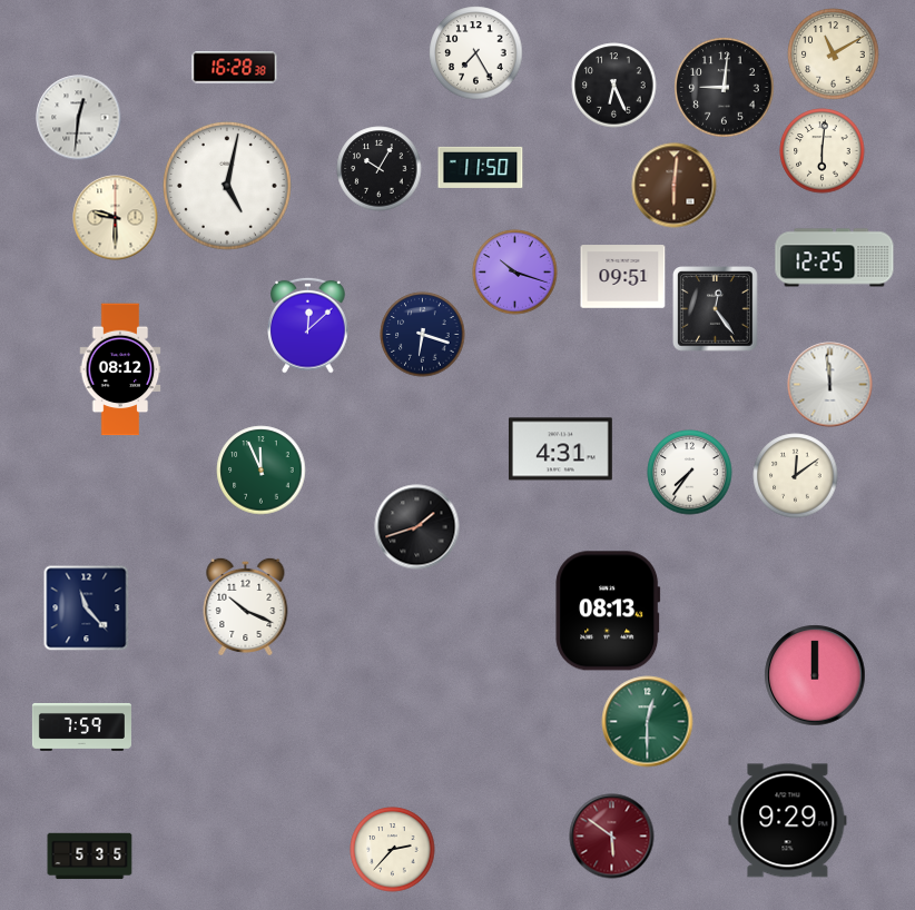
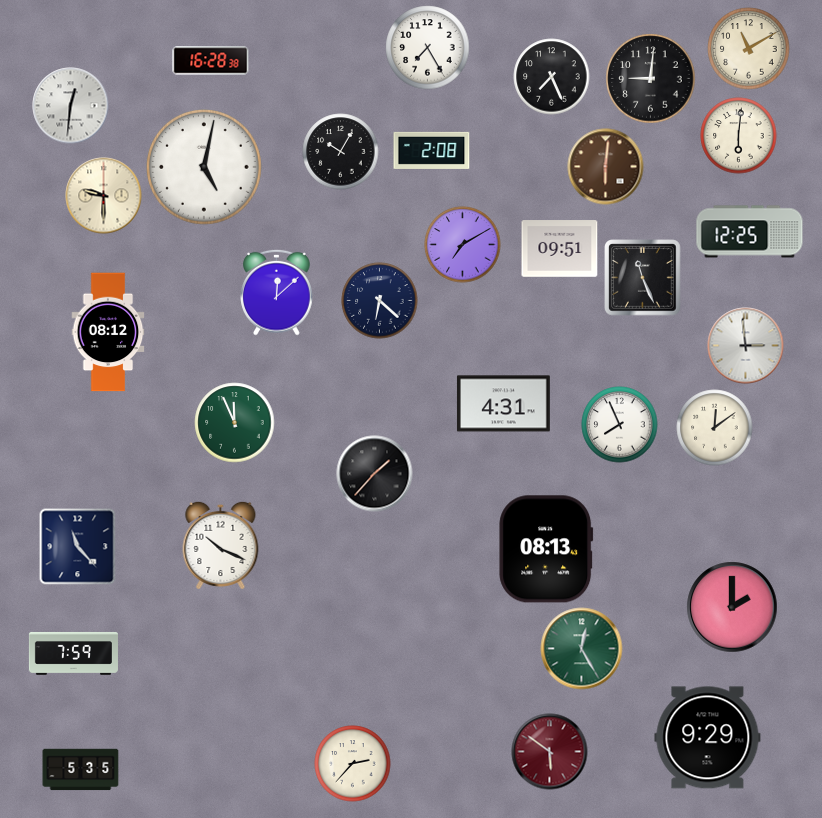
clock at (614, 86): 6:26 -> 7:26
clock at (481, 167): 11:50 -> 2:08
clock at (515, 273): 10:18 -> 7:10
clock at (716, 309): 12:24 -> 11:26
clock at (423, 335): 6:18 -> 6:22
clock at (830, 385): 11:59 -> 2:59
clock at (690, 473): 7:36 -> 7:56
clock at (417, 527): 1:42 -> 1:37
clock at (815, 675): 12:00 -> 2:00
clock at (648, 722): 12:30 -> 12:25
